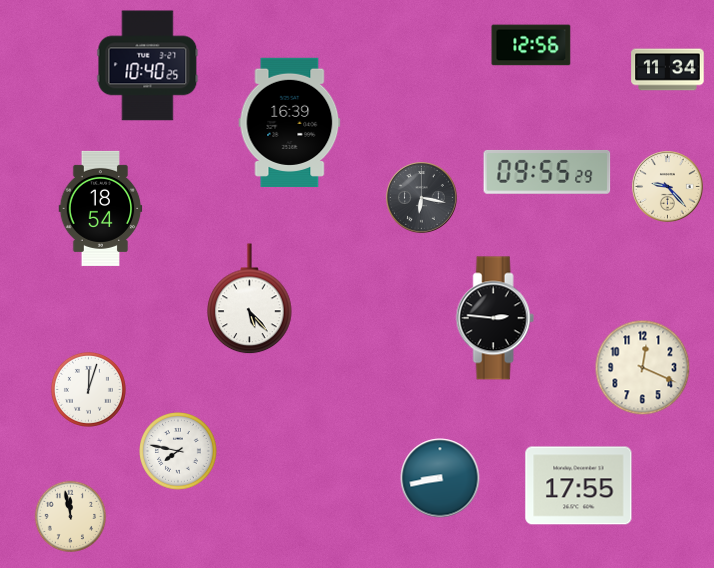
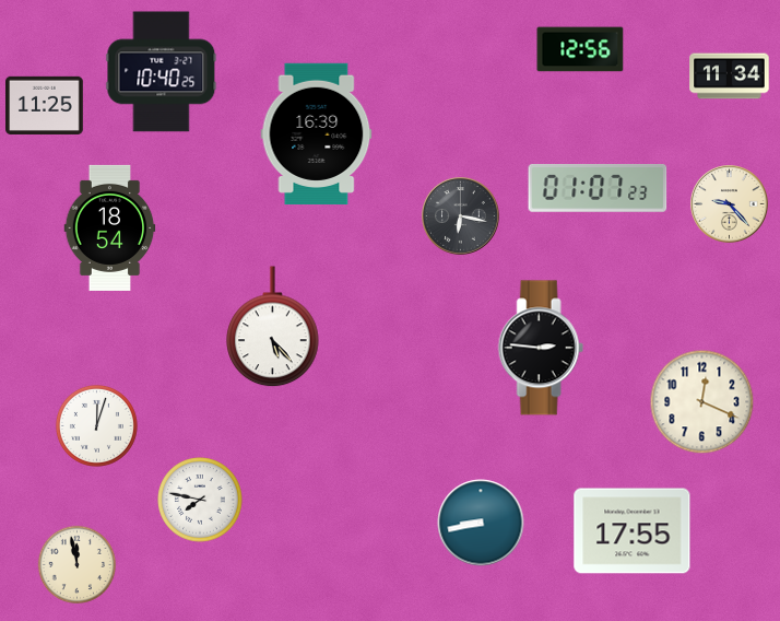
clock at (45, 105): none -> 11:25
clock at (547, 172): 09:55 -> 01:07
clock at (178, 451) position: (178, 451) -> (200, 500)
